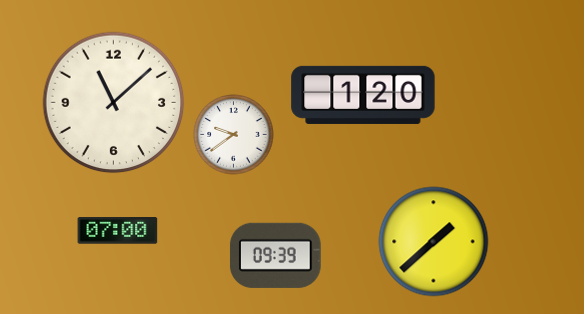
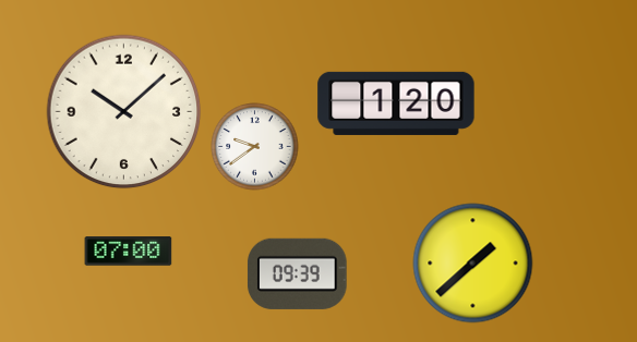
clock at (114, 103): 11:08 -> 10:08
clock at (276, 255) position: (276, 255) -> (298, 273)
